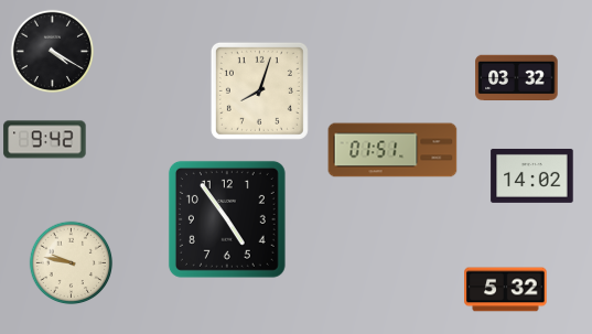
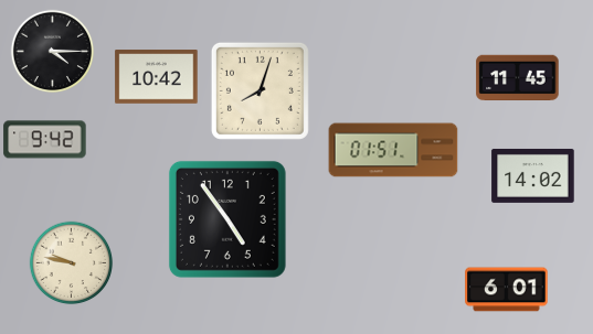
clock at (53, 52): 4:20 -> 4:15
clock at (157, 77): none -> 10:42
clock at (517, 78): 03:32 -> 11:45
clock at (506, 290): 5:32 -> 6:01
